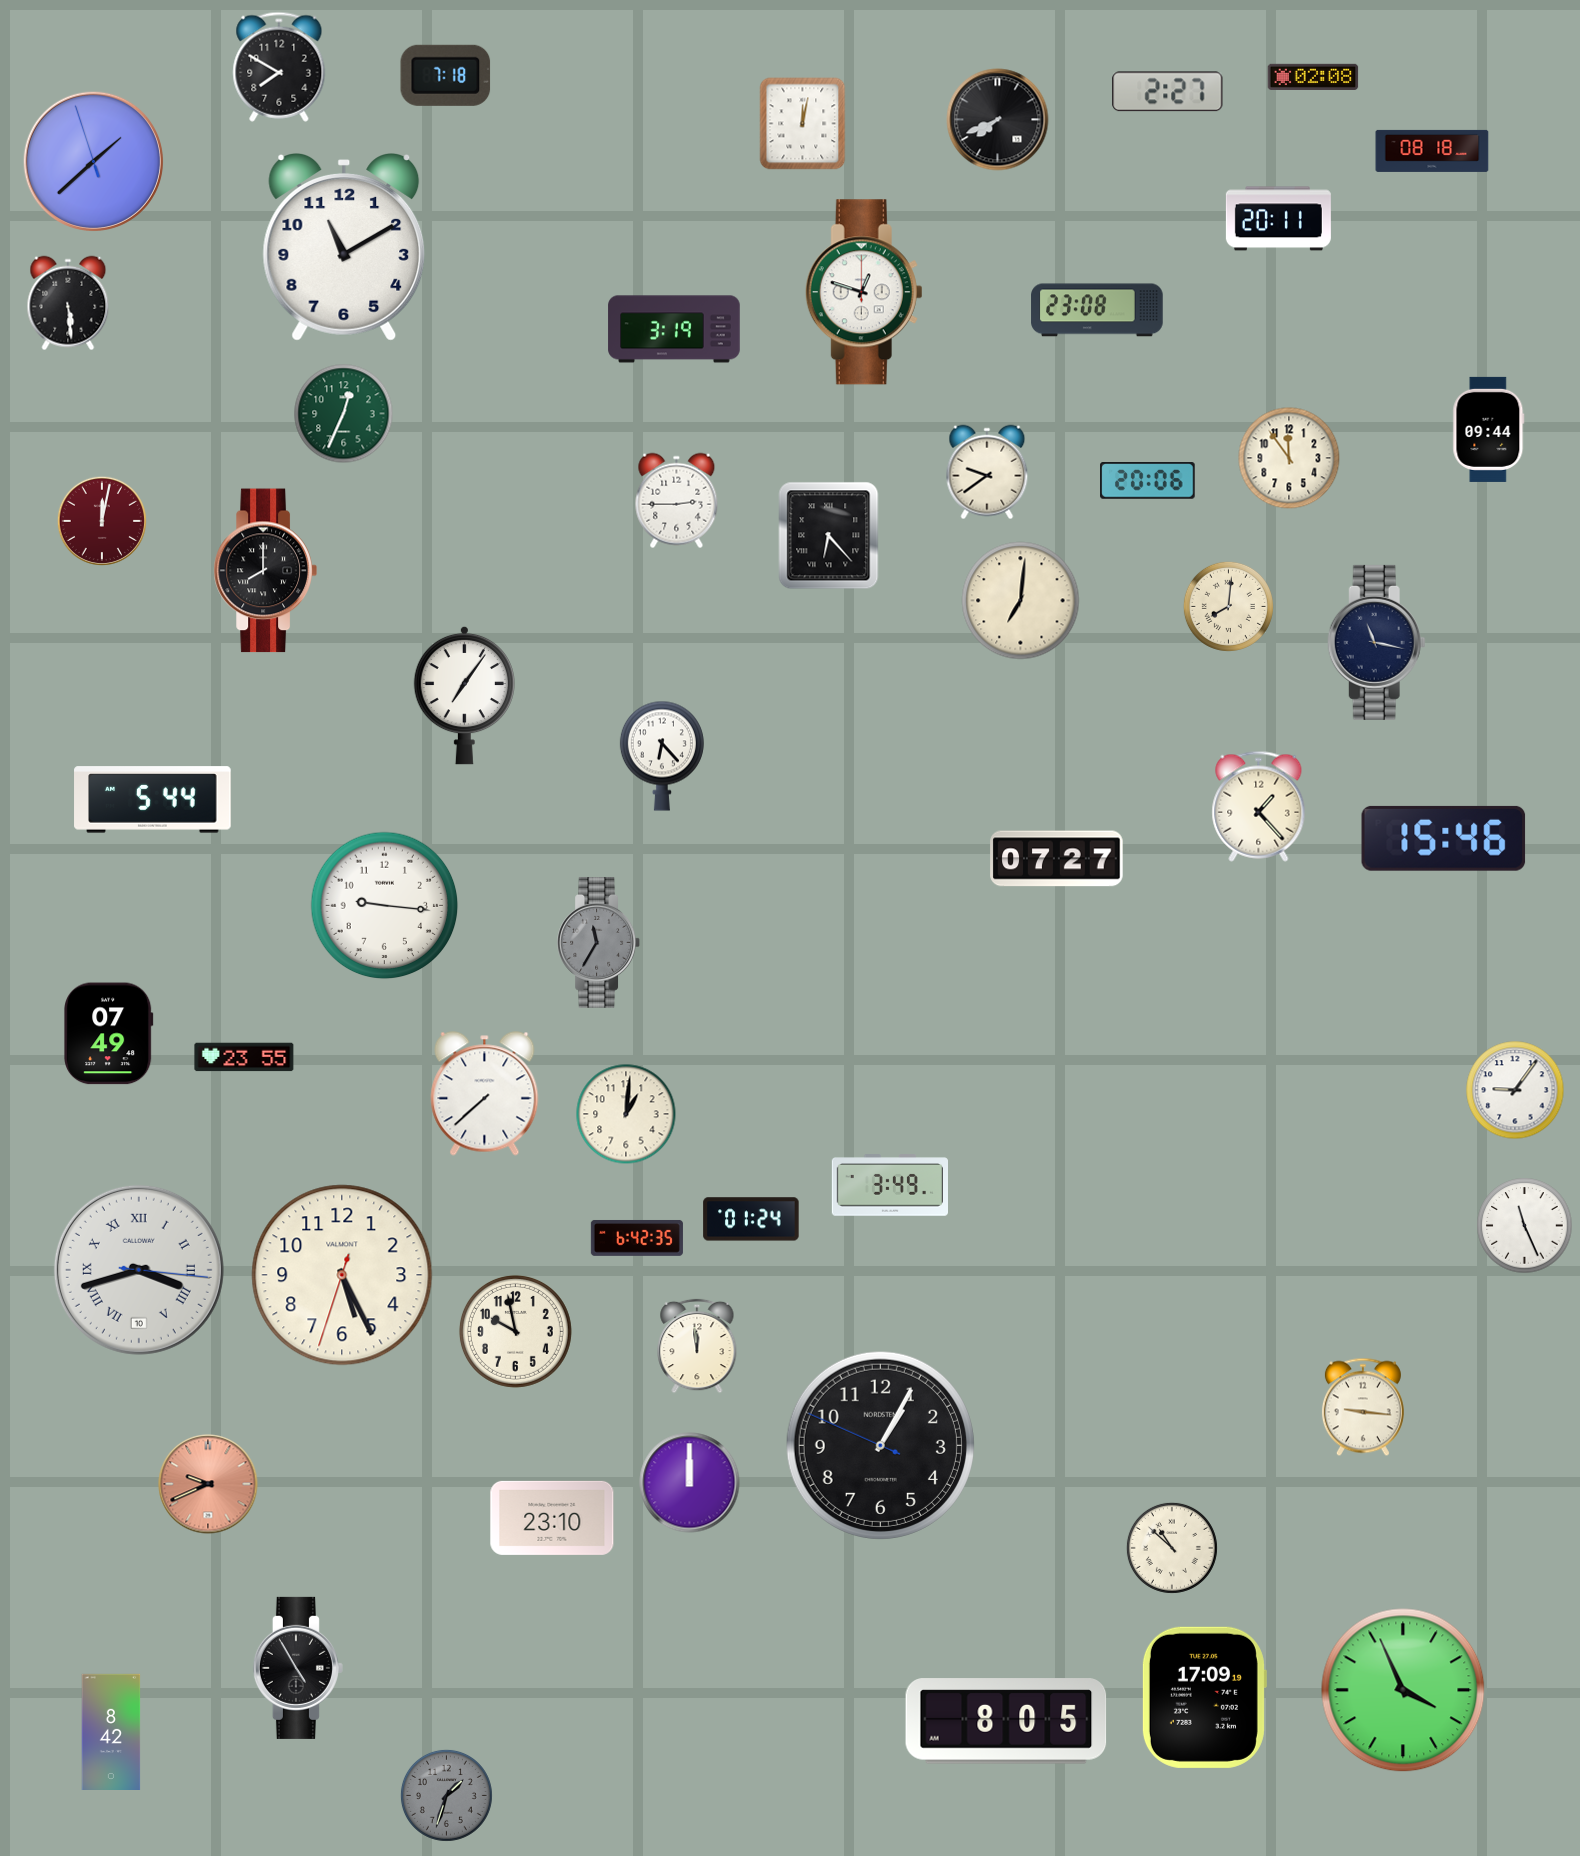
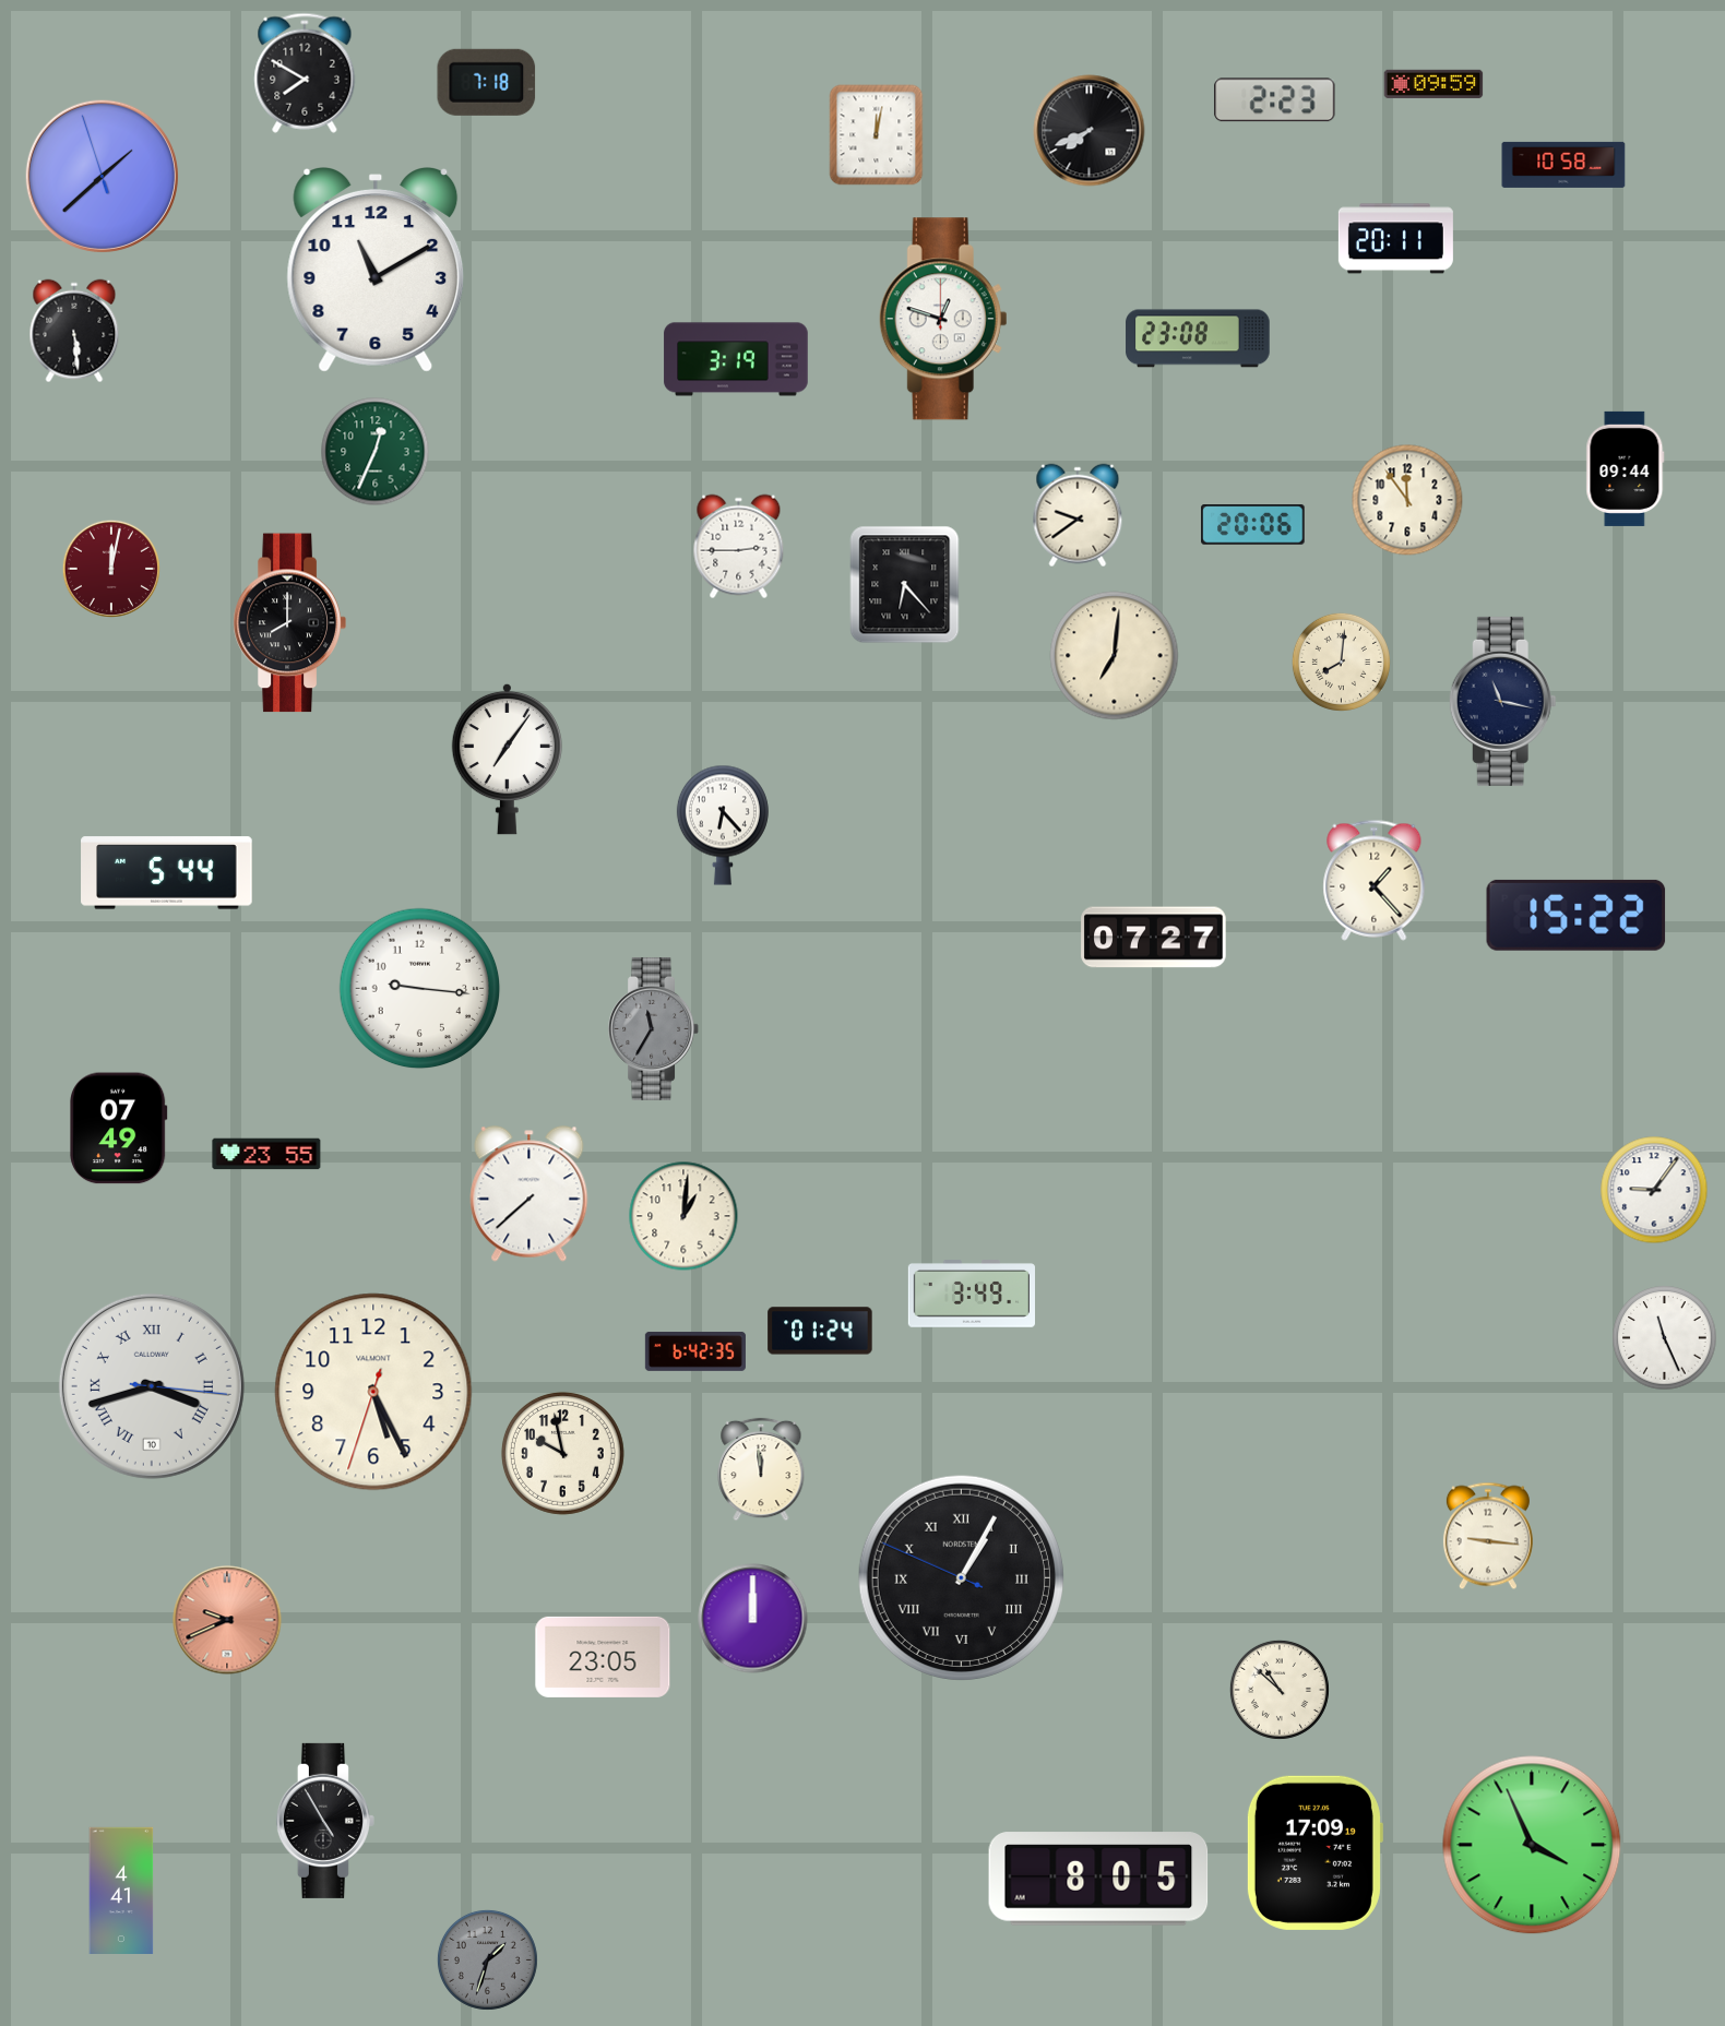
clock at (1313, 77): 02:08 -> 09:59
clock at (1168, 92): 2:27 -> 2:23
clock at (1432, 151): 08:18 -> 10:58
clock at (1444, 838): 15:46 -> 15:22
clock at (880, 1445) numerals: Arabic -> Roman
clock at (552, 1518): 23:10 -> 23:05
clock at (111, 1731): 8:42 -> 4:41
